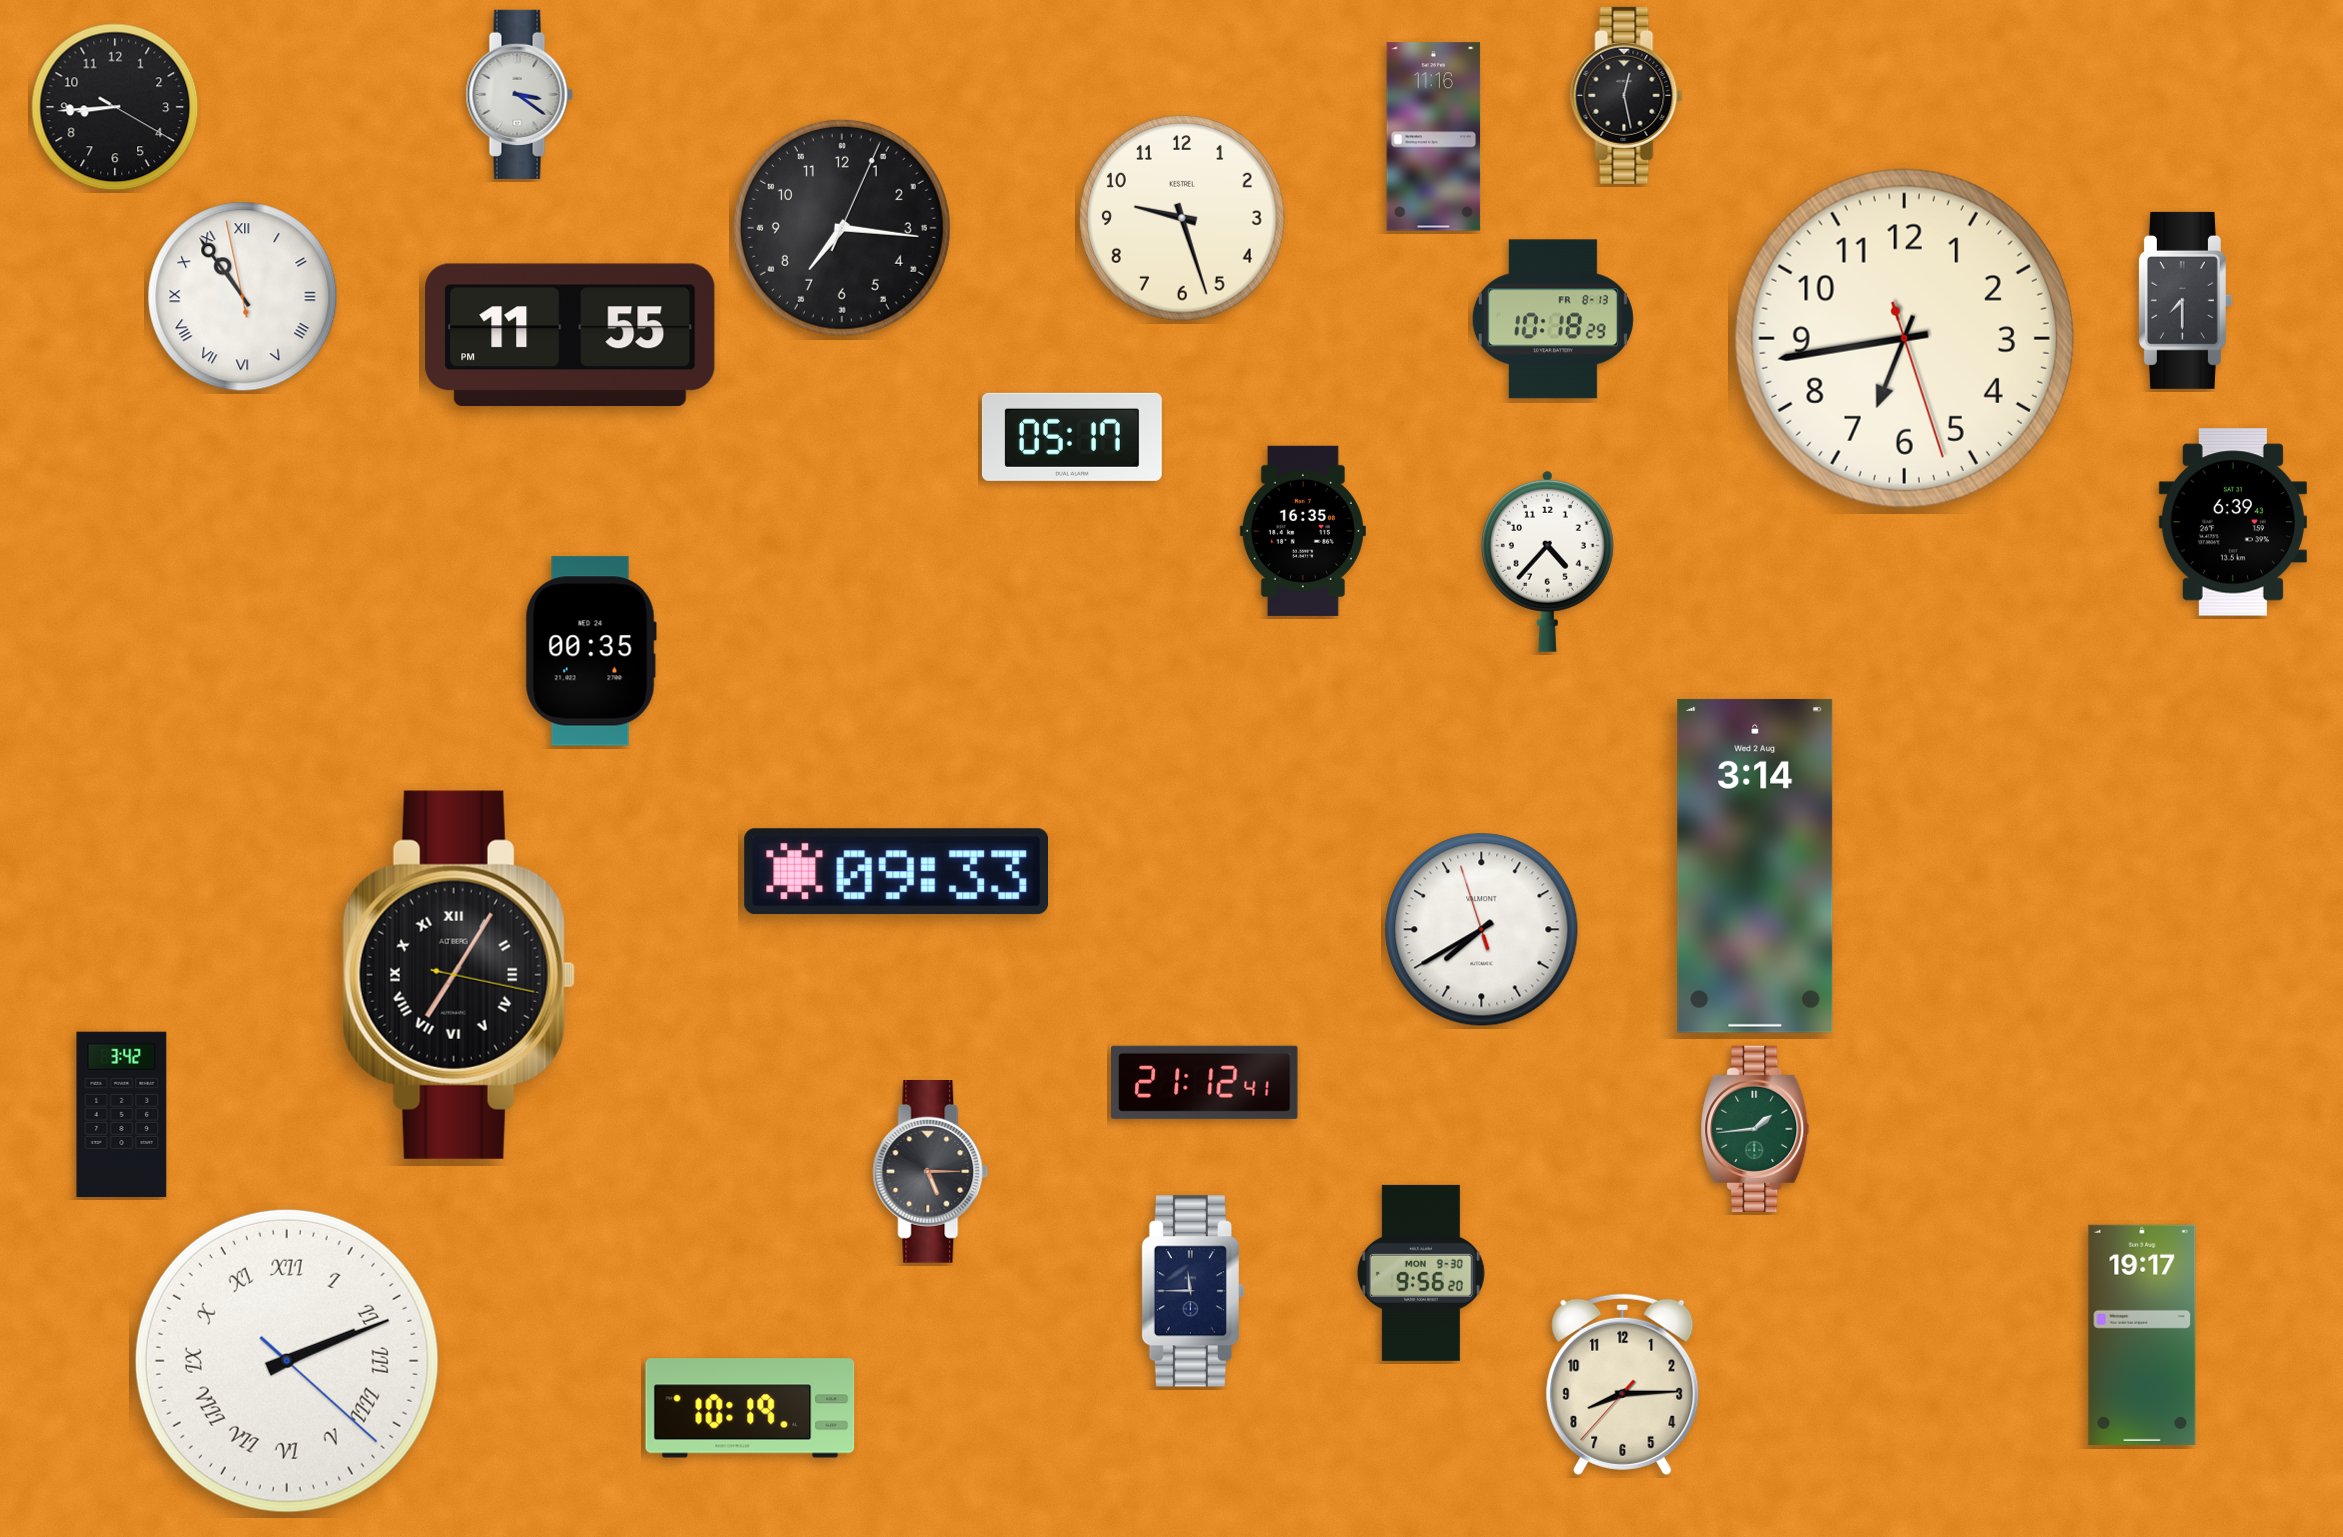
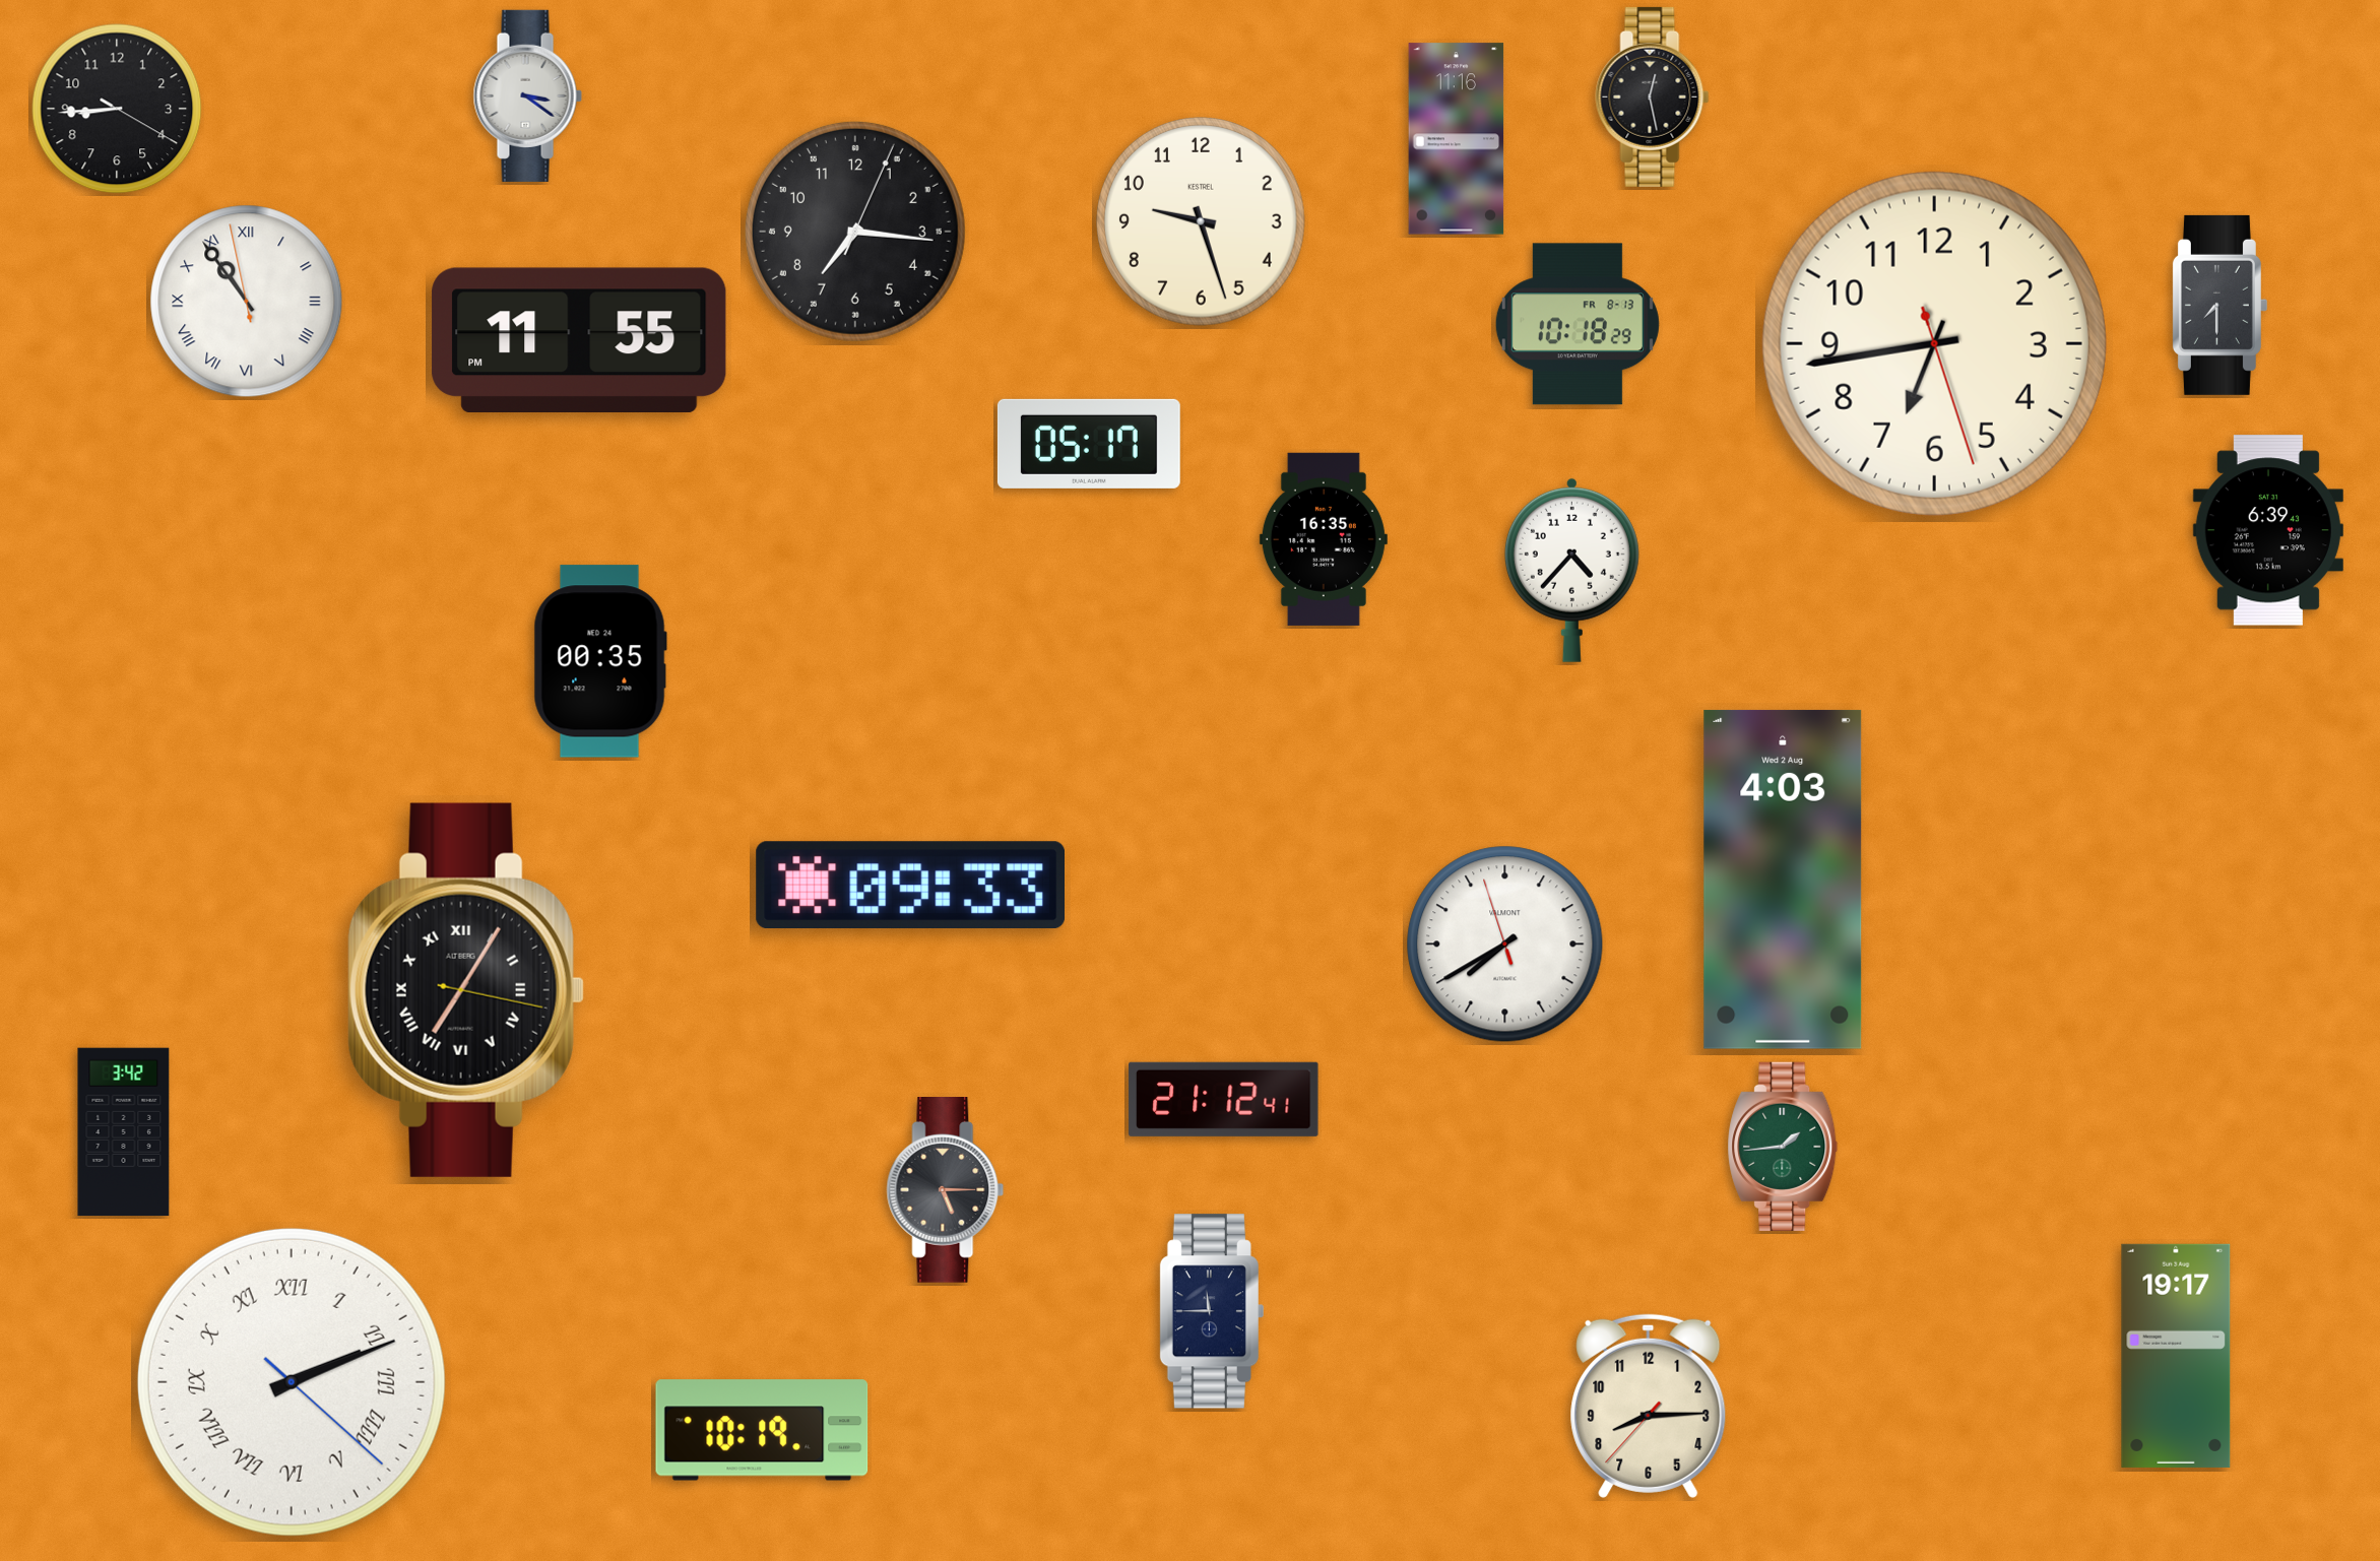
clock at (1755, 866): 3:14 -> 4:03
clock at (1421, 1273): 9:56 -> none
